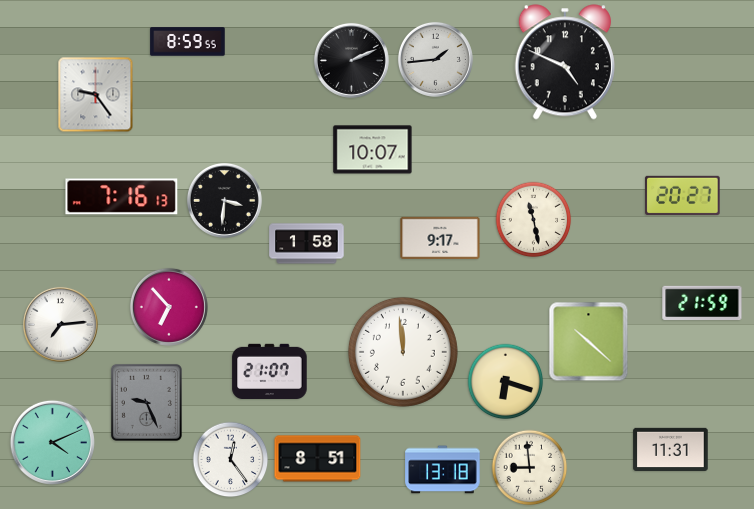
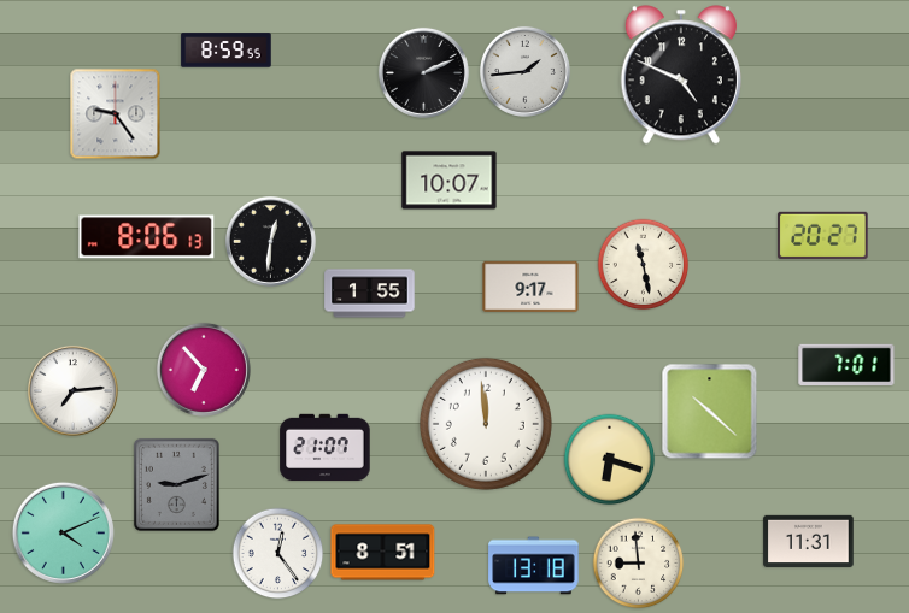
clock at (122, 197): 7:16 -> 8:06
clock at (224, 200): 3:31 -> 12:31
clock at (307, 244): 1:58 -> 1:55
clock at (702, 303): 21:59 -> 7:01
clock at (146, 402): 9:26 -> 9:12
